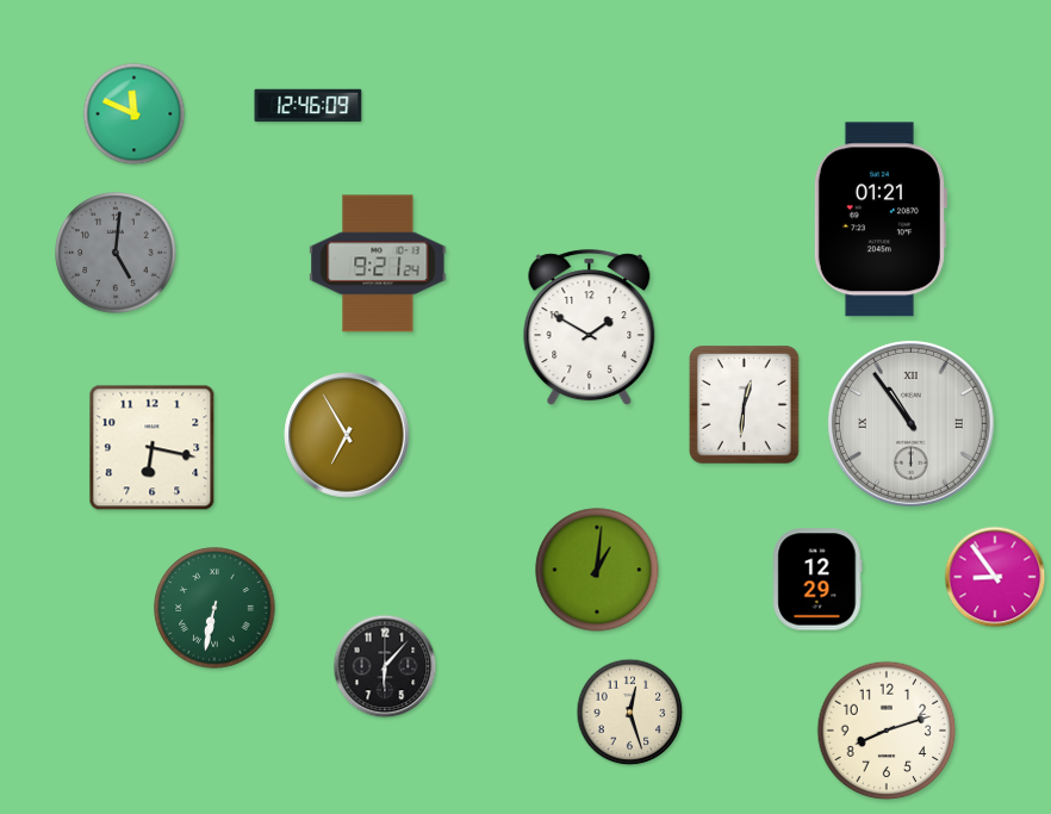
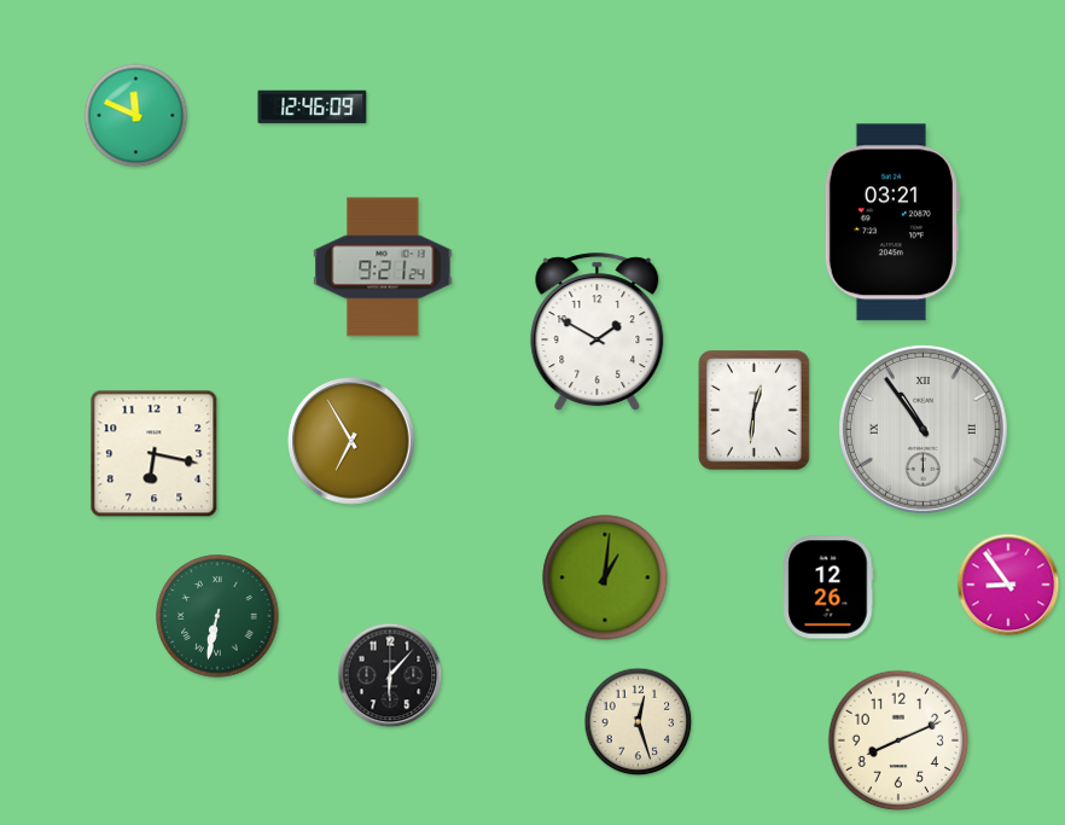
clock at (879, 219): 01:21 -> 03:21
clock at (116, 253): 5:01 -> none
clock at (817, 579): 12:29 -> 12:26
clock at (887, 731): 8:12 -> 8:11
